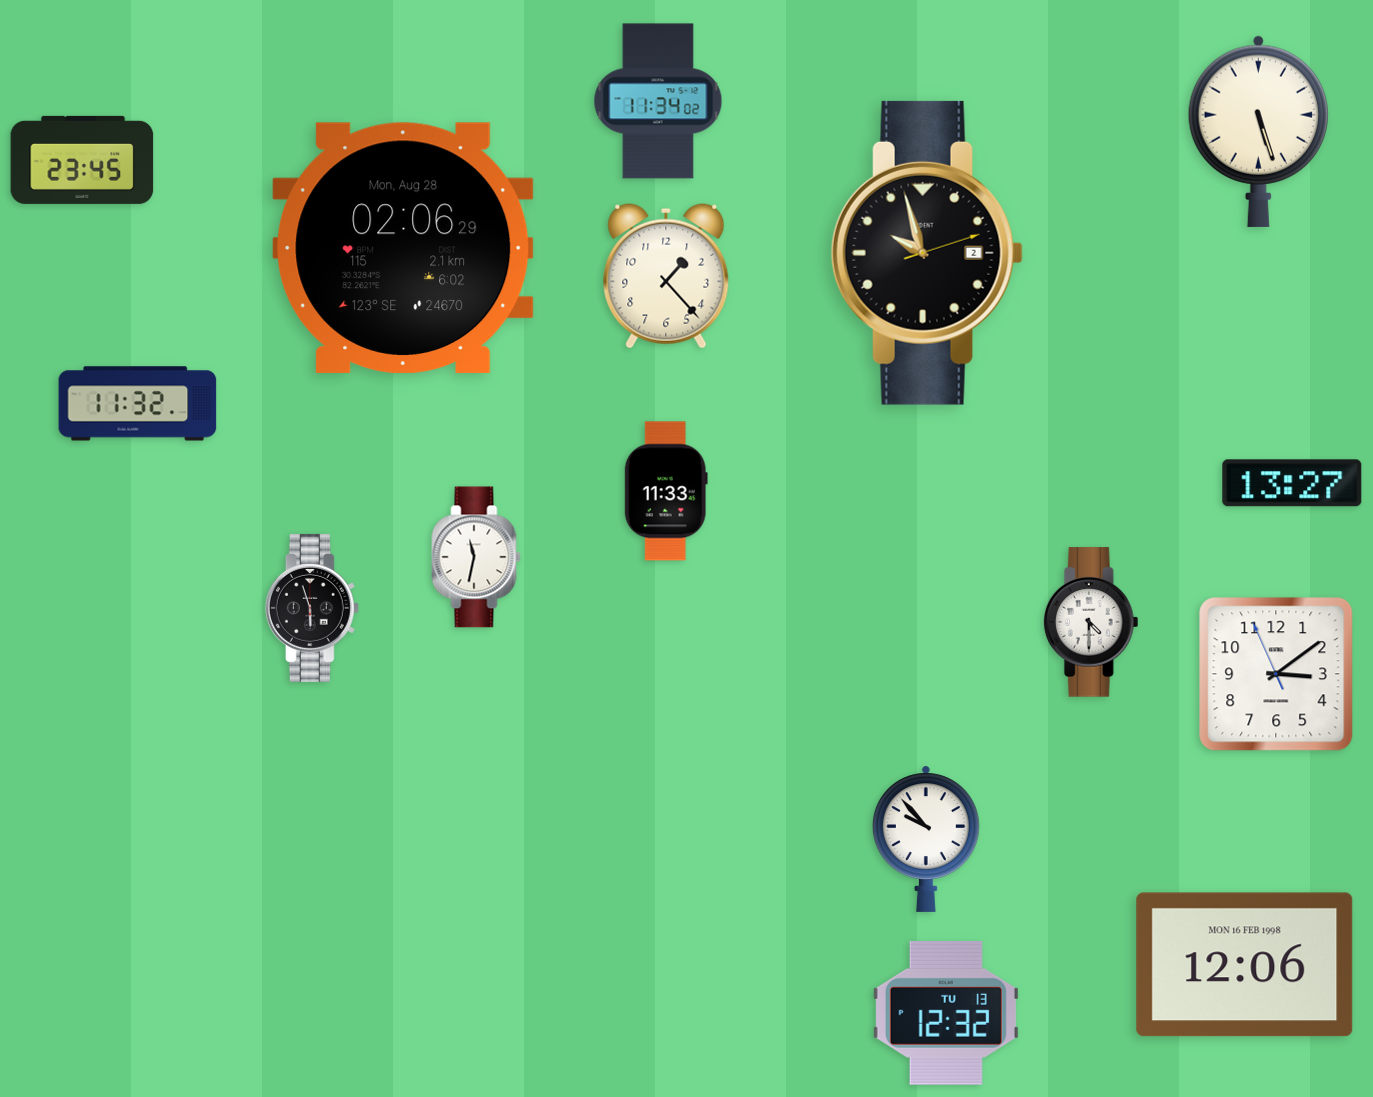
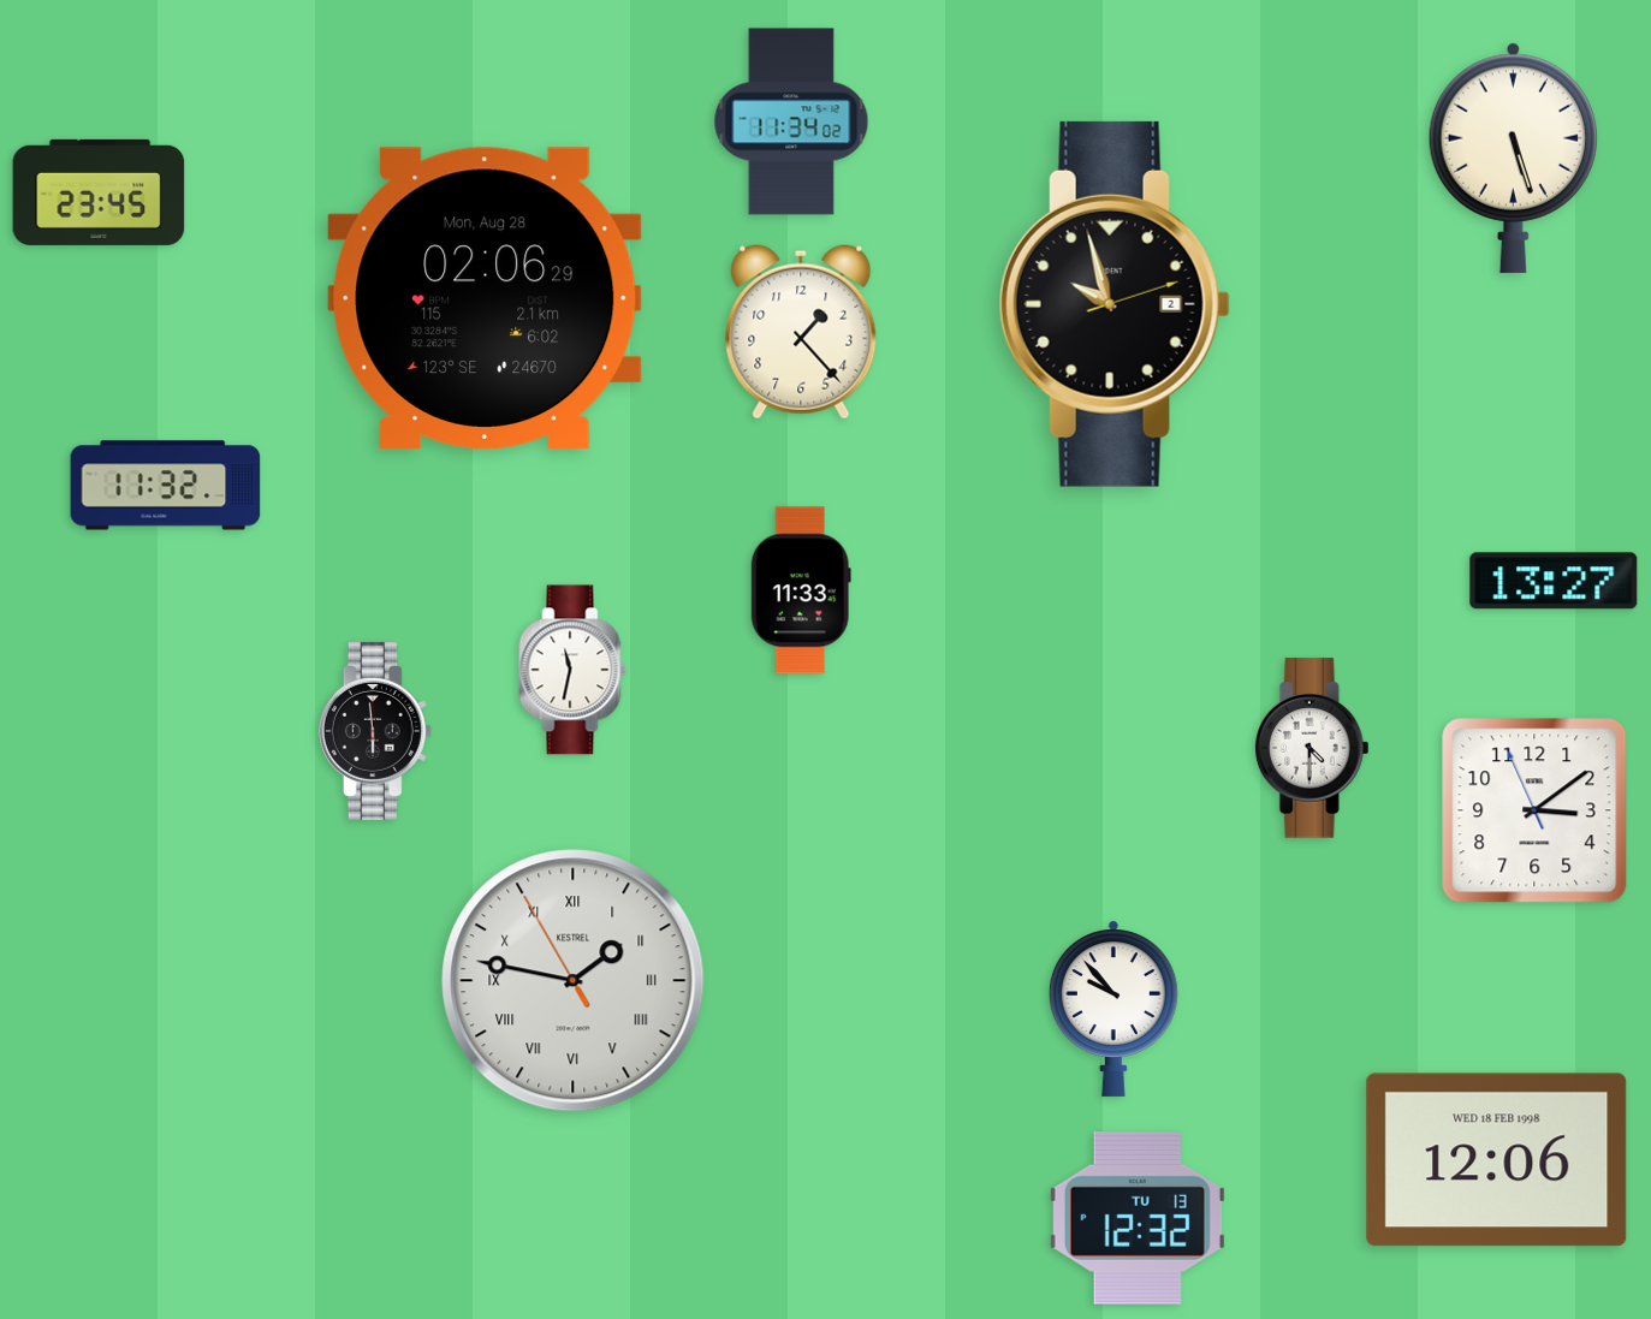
clock at (312, 608): 5:57 -> 5:59
clock at (574, 981): none -> 1:46
clock at (1245, 965) date: MON 16 FEB 1998 -> WED 18 FEB 1998
